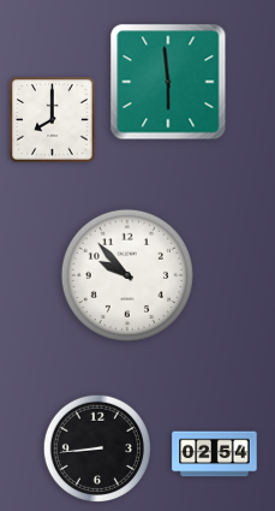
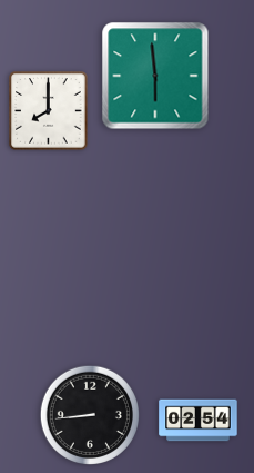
clock at (127, 275): 9:53 -> none
